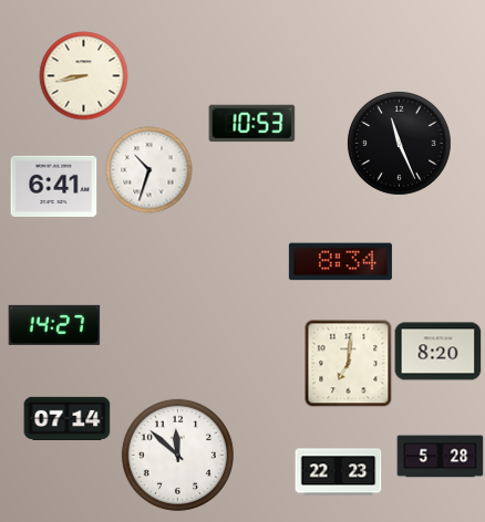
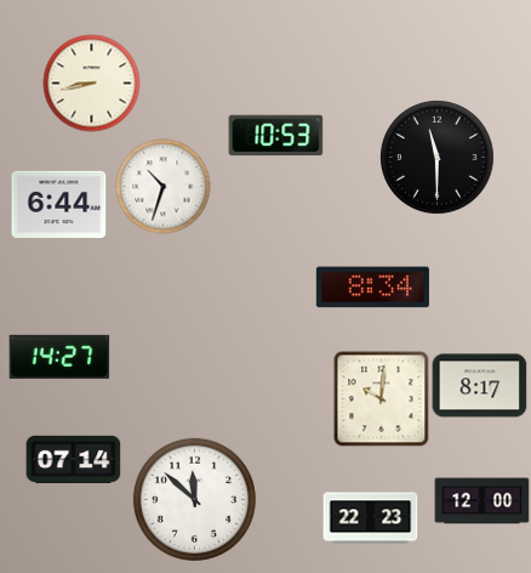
clock at (399, 143): 11:26 -> 11:30
clock at (53, 186): 6:41 -> 6:44
clock at (437, 352): 8:20 -> 8:17
clock at (348, 363): 7:01 -> 10:01
clock at (440, 457): 5:28 -> 12:00
